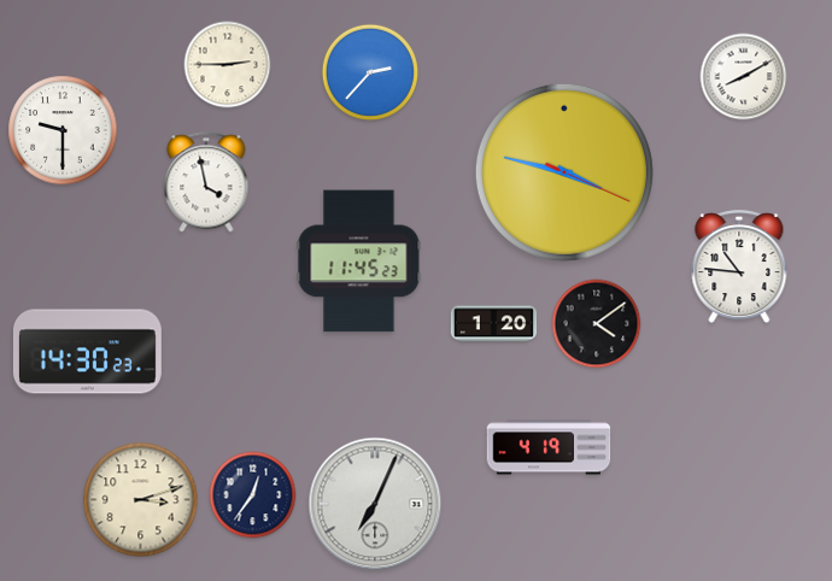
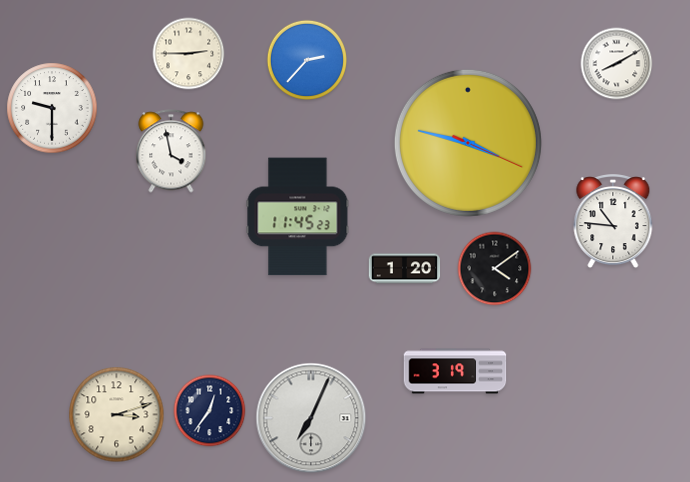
clock at (494, 324) position: (494, 324) -> (405, 269)
clock at (87, 352): 14:30 -> none
clock at (549, 447): 4:19 -> 3:19
